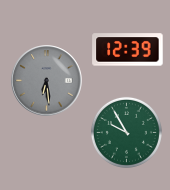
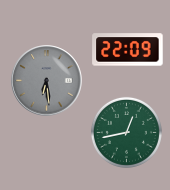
clock at (128, 50): 12:39 -> 22:09
clock at (126, 132): 9:55 -> 12:43
